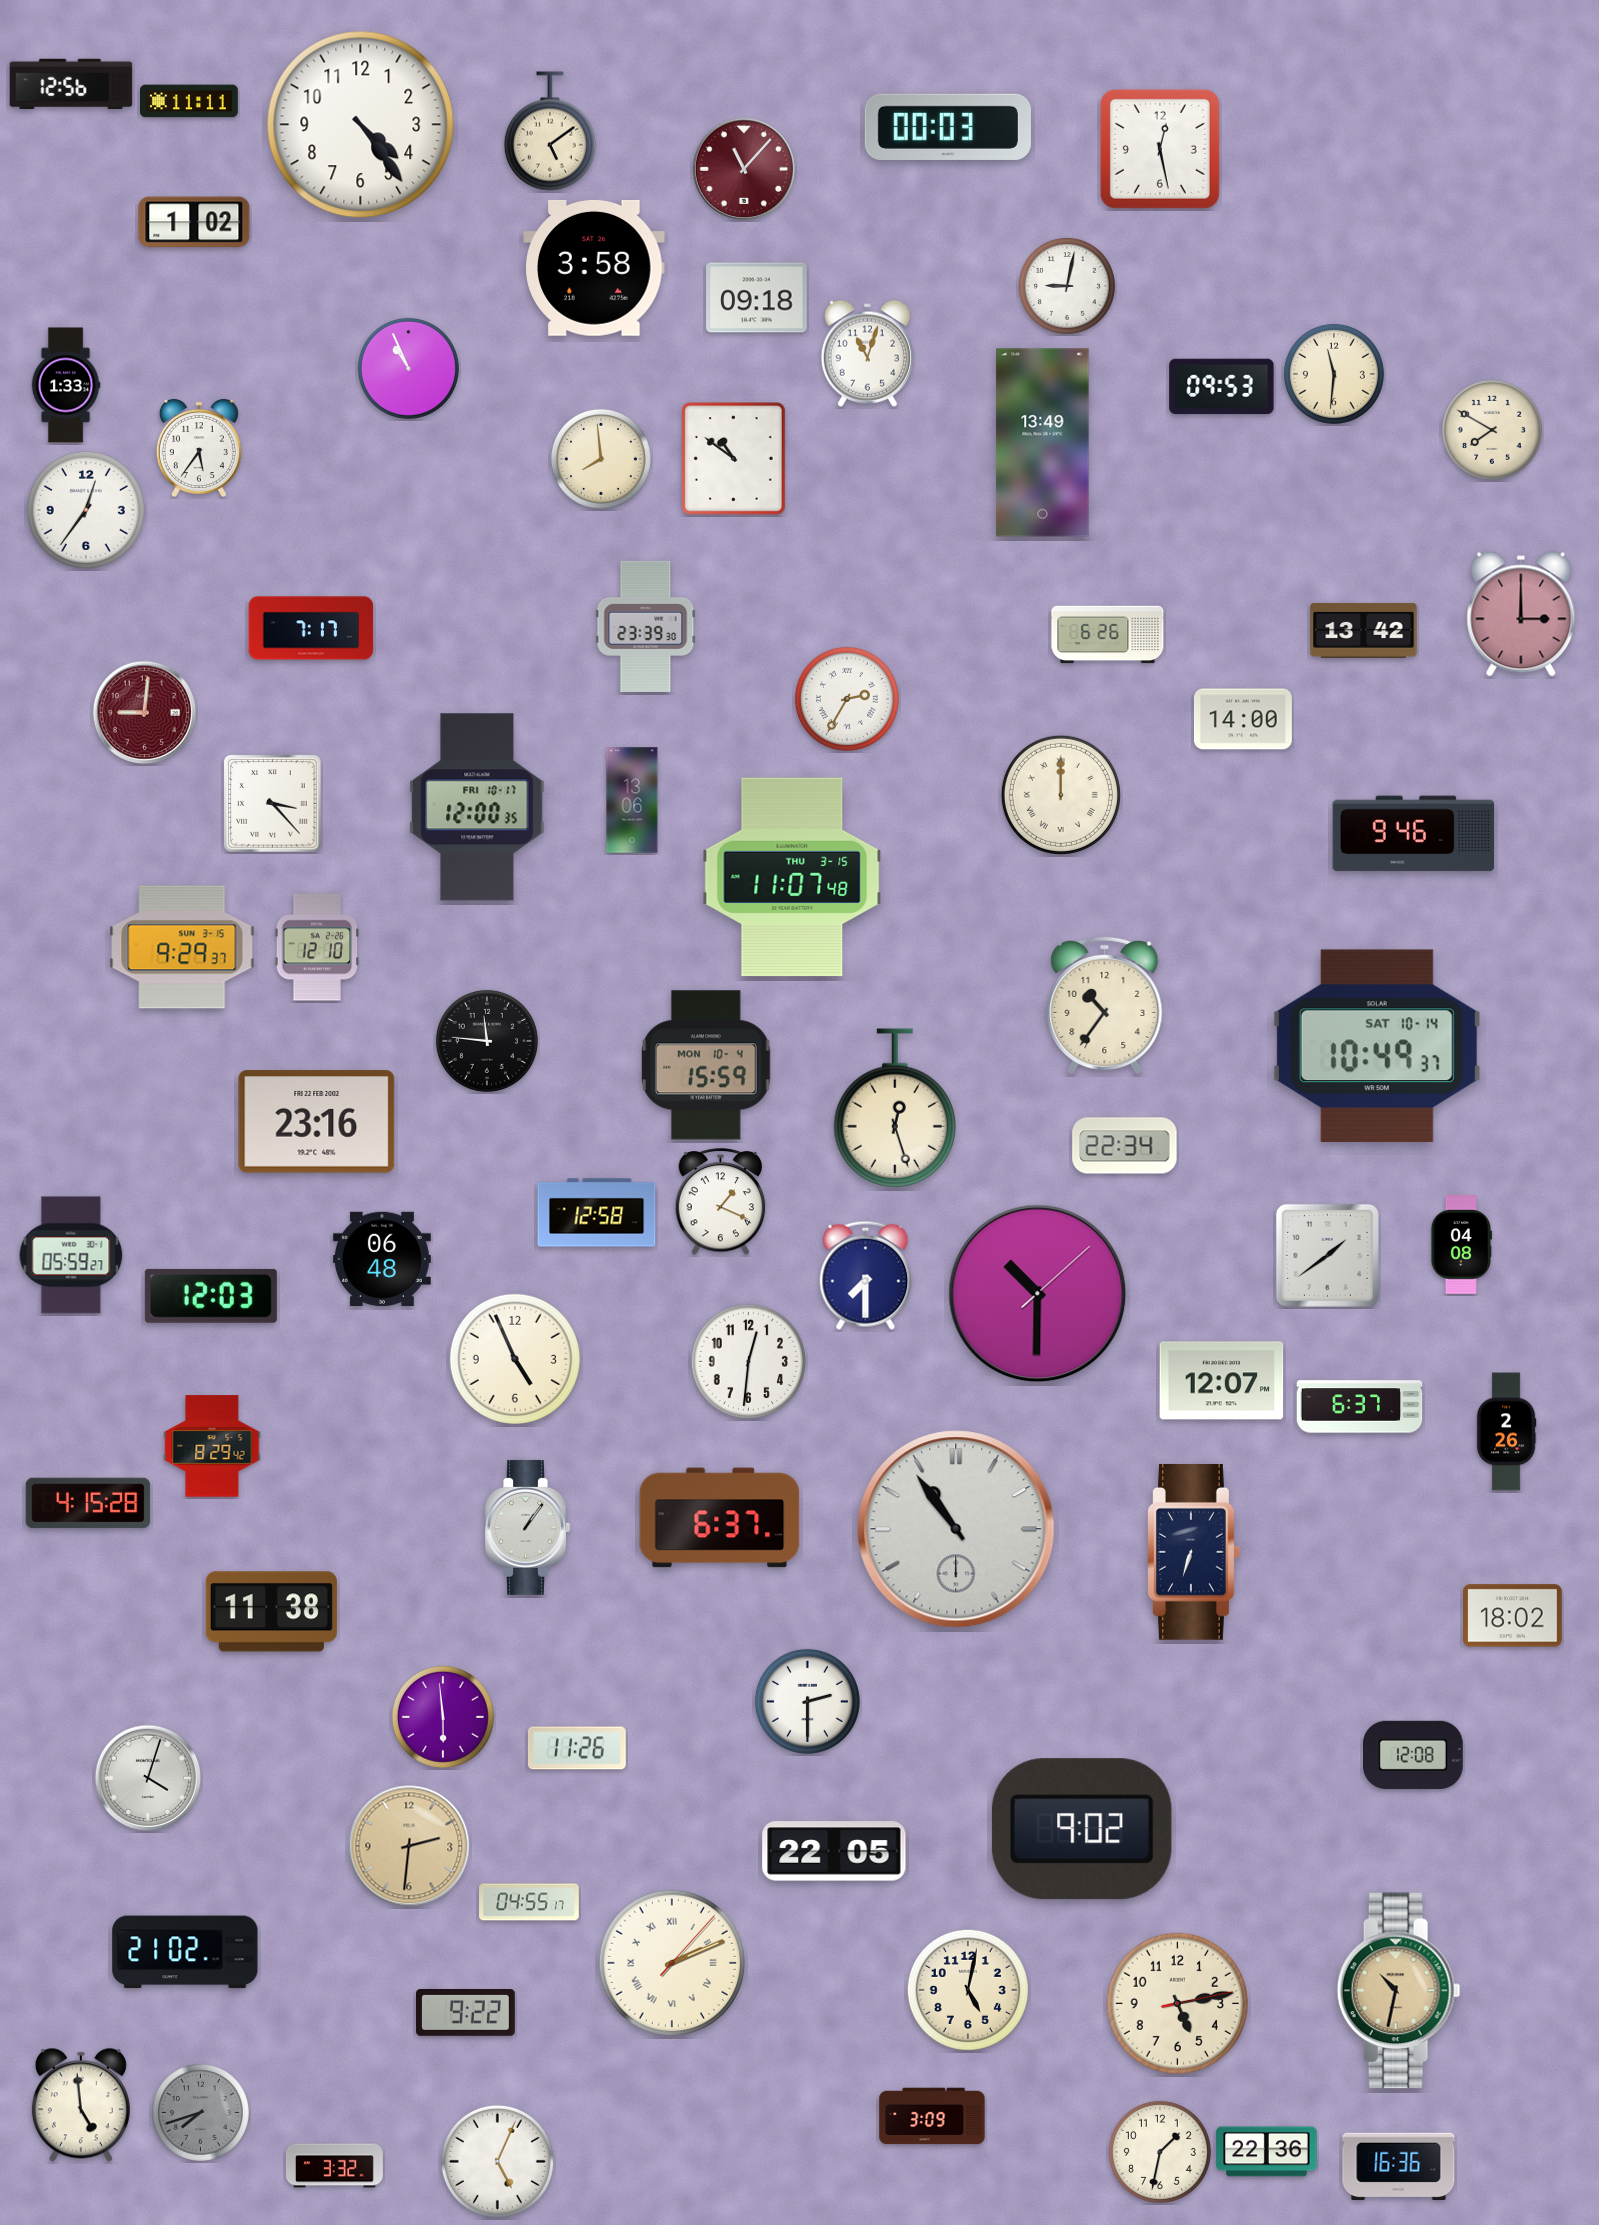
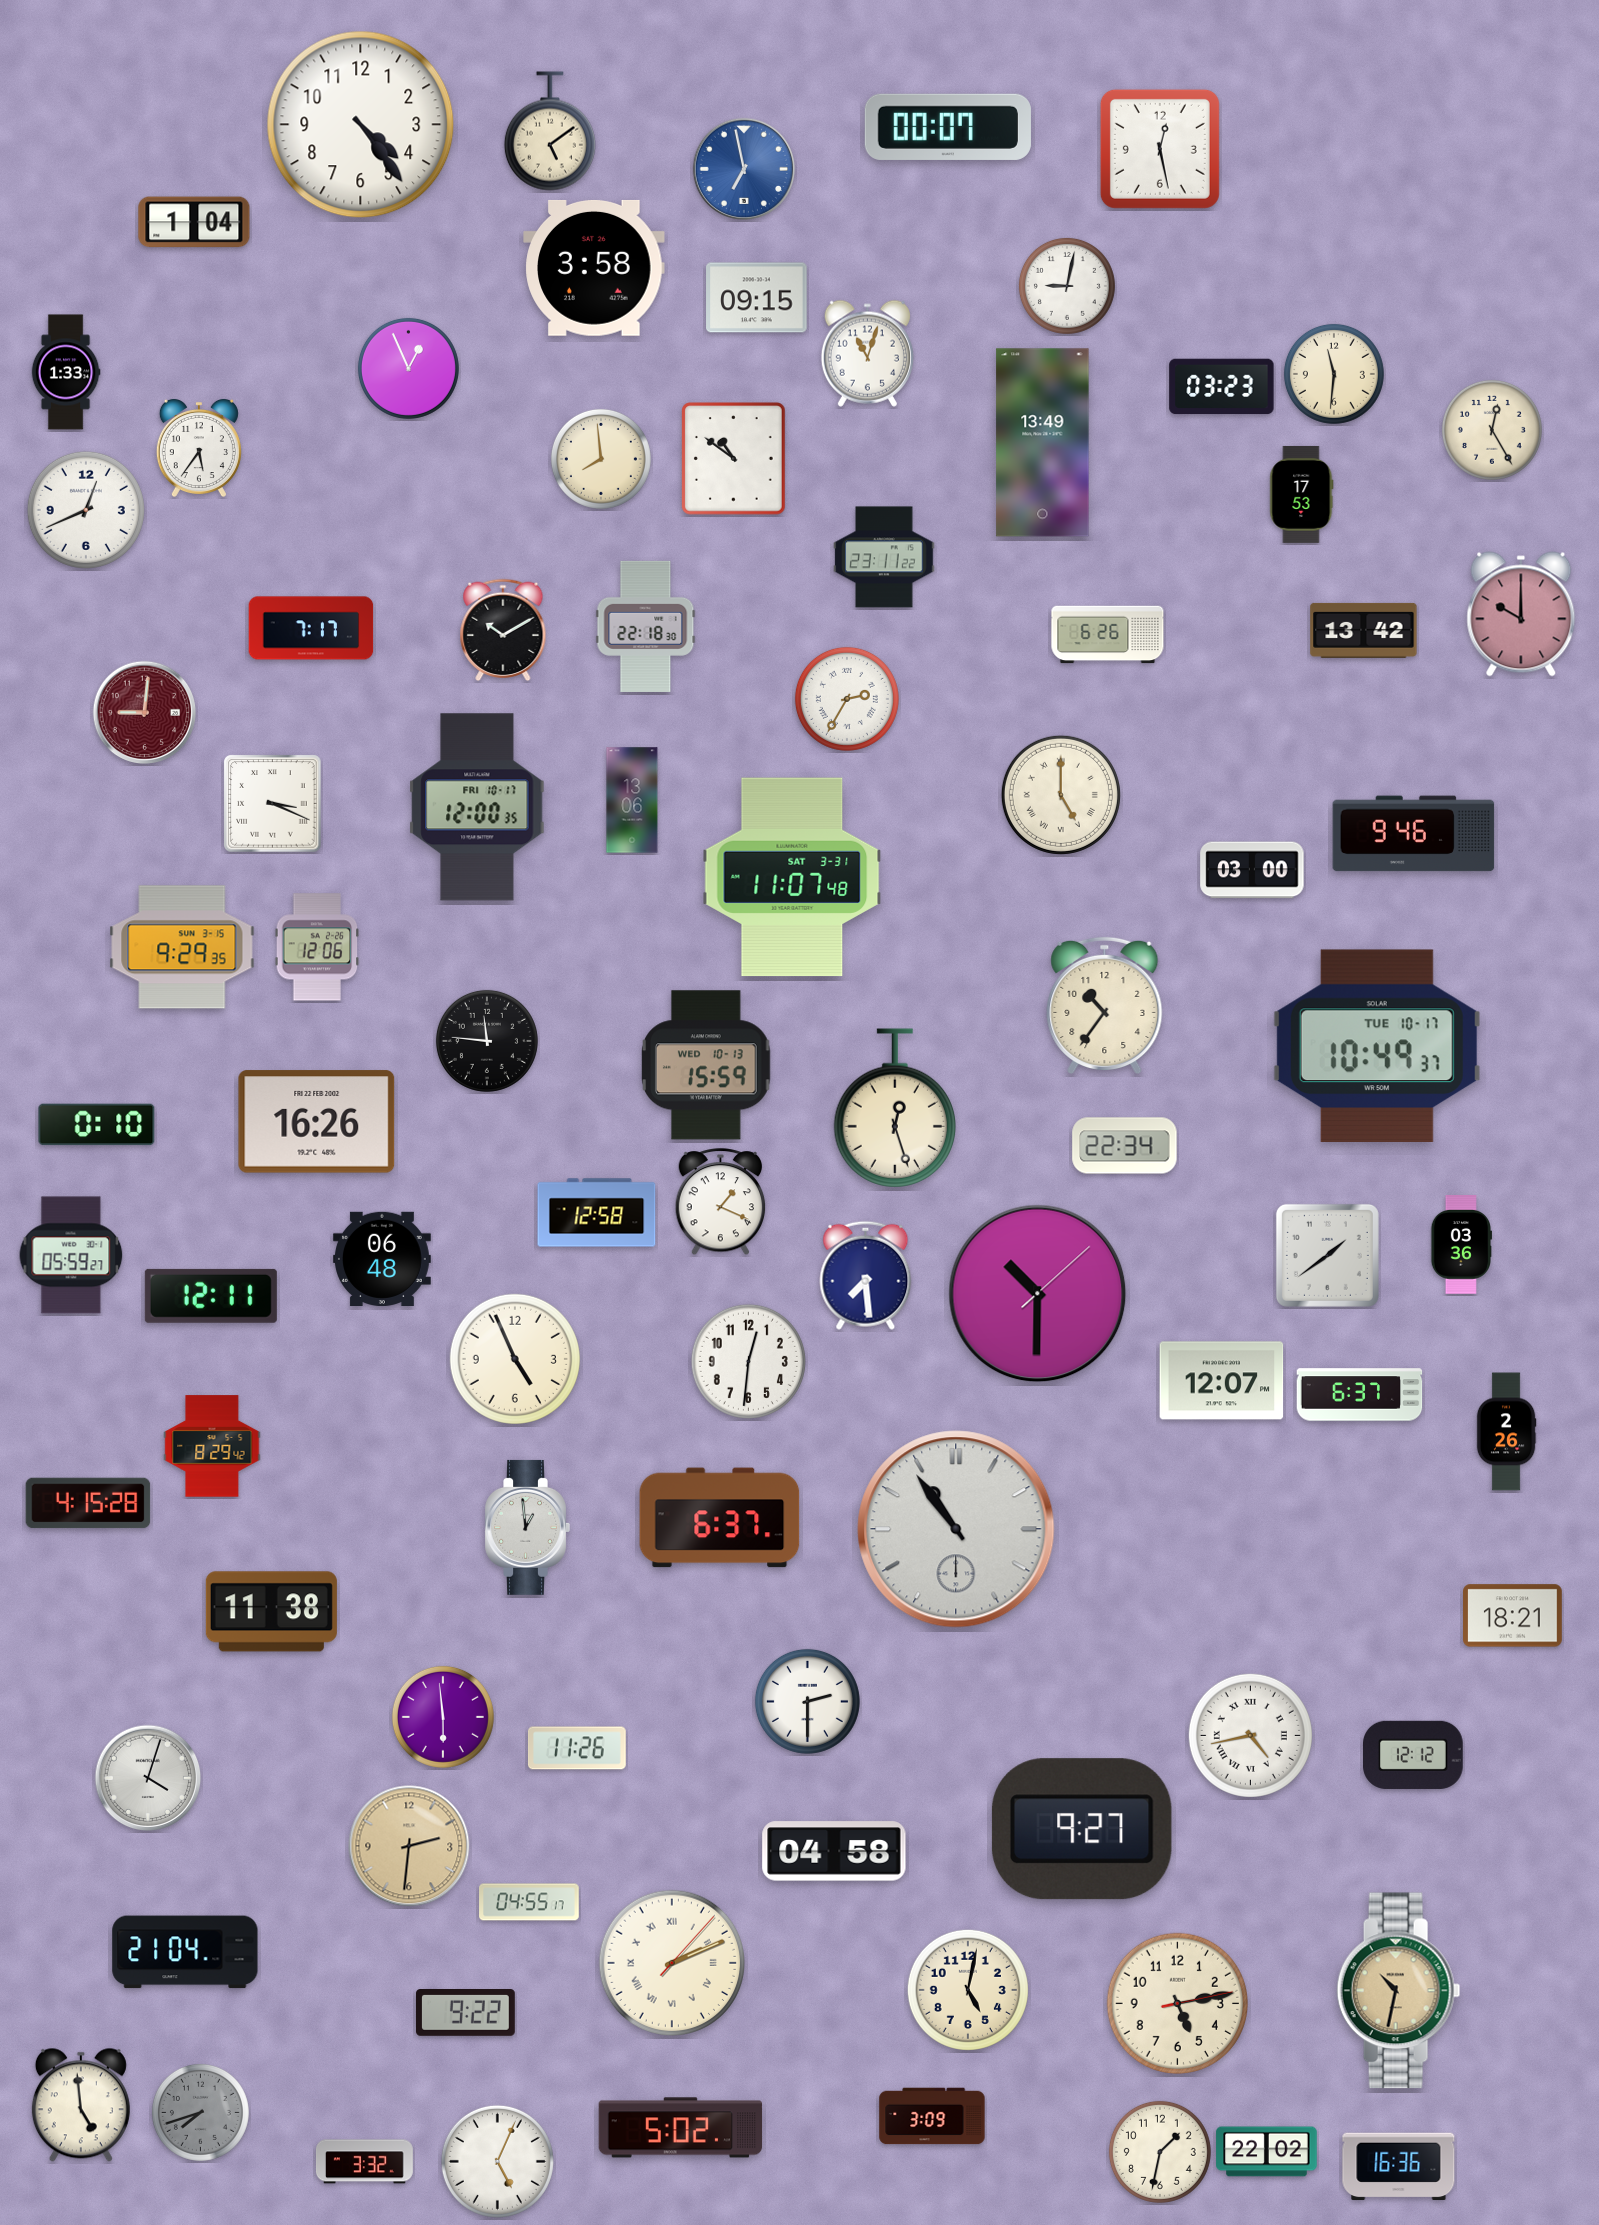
clock at (71, 84): 12:56 -> none
clock at (190, 101): 11:11 -> none
clock at (948, 127): 00:03 -> 00:07
clock at (743, 168): 11:07 -> 6:58
clock at (743, 168) dial: burgundy -> blue
clock at (194, 222): 1:02 -> 1:04
clock at (757, 298): 09:18 -> 09:15
clock at (408, 368): 10:56 -> 12:56
clock at (66, 385) position: (66, 385) -> (66, 372)
clock at (1222, 387): 09:53 -> 03:23
clock at (1492, 430): 7:50 -> 12:25
clock at (1302, 494): none -> 17:53
clock at (86, 510): 12:36 -> 12:41
clock at (884, 557): none -> 23:11
clock at (1521, 614): 3:00 -> 10:00
clock at (646, 626): 23:39 -> 22:18
clock at (503, 630): none -> 10:10
clock at (1243, 719): 14:00 -> none
clock at (1061, 795): 12:00 -> 5:00
clock at (273, 804): 3:23 -> 3:19
clock at (1252, 870): none -> 03:00
clock at (792, 877) date: THU 3-15 -> SAT 3-31
clock at (182, 947): 9:29:37 -> 9:29:35
clock at (317, 947): 12:10 -> 12:06
clock at (1377, 1045) date: SAT 10-14 -> TUE 10-17
clock at (707, 1065) date: MON 10-4 -> WED 10-13
clock at (317, 1122): 23:16 -> 16:26
clock at (97, 1125): none -> 0:10
clock at (1460, 1245): 04:08 -> 03:36
clock at (866, 1275): 7:30 -> 7:29
clock at (211, 1296): 12:03 -> 12:11
clock at (1360, 1407) position: (1360, 1407) -> (1360, 1395)
clock at (527, 1527): 1:06 -> 12:59
clock at (1195, 1552): 6:33 -> none
clock at (1513, 1616): 18:02 -> 18:21
clock at (1250, 1735): none -> 4:43
clock at (1414, 1755): 12:08 -> 12:12
clock at (1082, 1829): 9:02 -> 9:27
clock at (834, 1851): 22:05 -> 04:58
clock at (185, 1952): 21:02 -> 21:04
clock at (681, 2128): none -> 5:02
clock at (1267, 2152): 22:36 -> 22:02
clock at (334, 2166) position: (334, 2166) -> (364, 2162)
